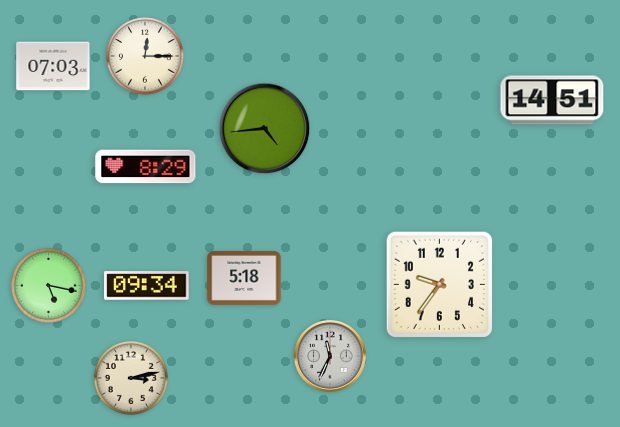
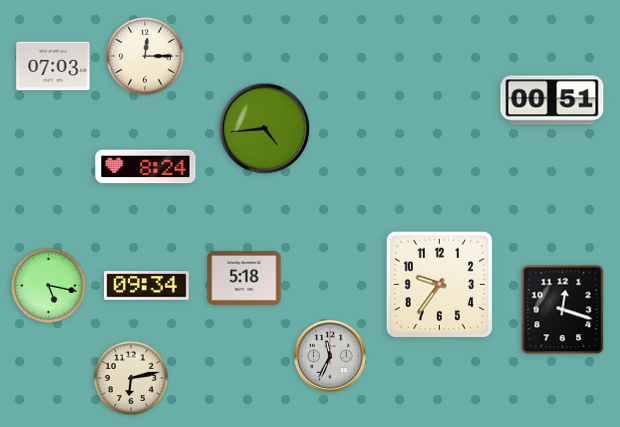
clock at (552, 100): 14:51 -> 00:51
clock at (146, 167): 8:29 -> 8:24
clock at (563, 310): none -> 12:18
clock at (131, 378): 3:13 -> 6:13
